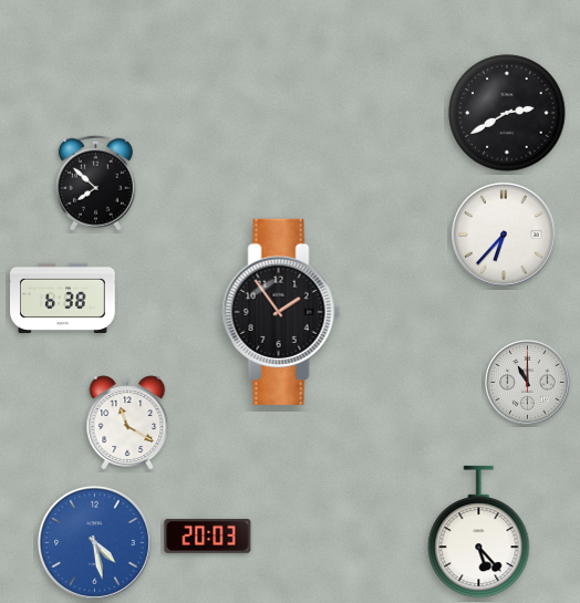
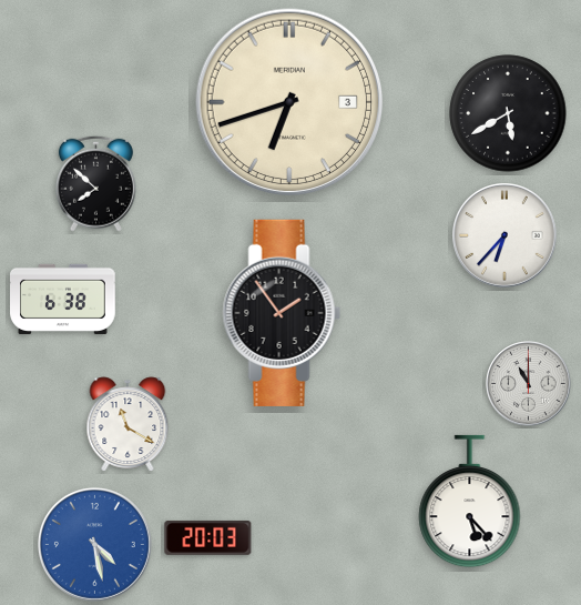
clock at (289, 102): none -> 6:42
clock at (507, 113): 2:40 -> 5:40
clock at (479, 532) position: (479, 532) -> (470, 502)
